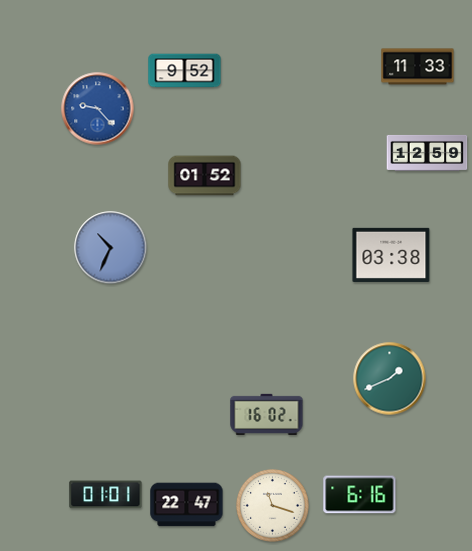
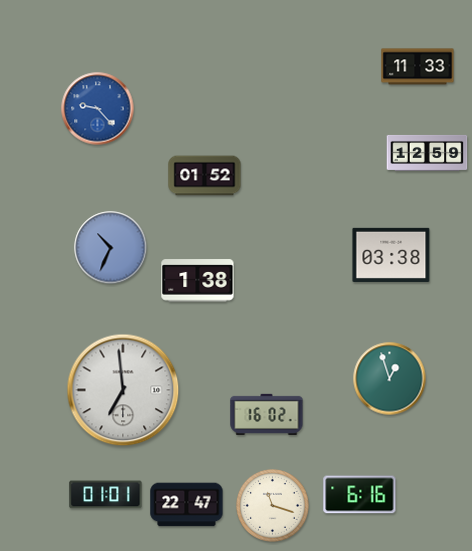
clock at (185, 71): 9:52 -> none
clock at (198, 281): none -> 1:38
clock at (390, 379): 1:41 -> 12:57
clock at (123, 390): none -> 6:59
